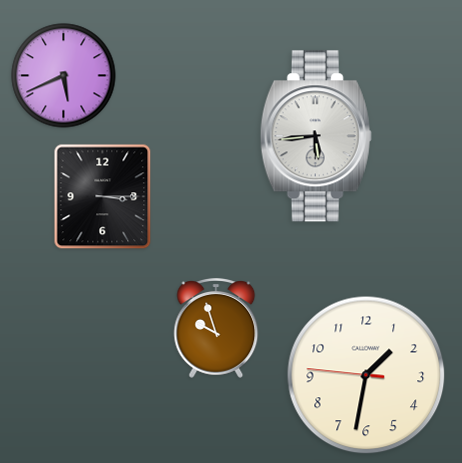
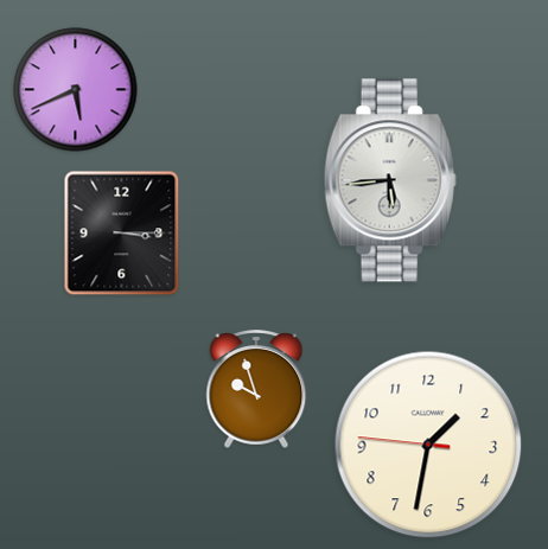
clock at (316, 136) position: (316, 136) -> (390, 180)
clock at (366, 375) position: (366, 375) -> (428, 445)
